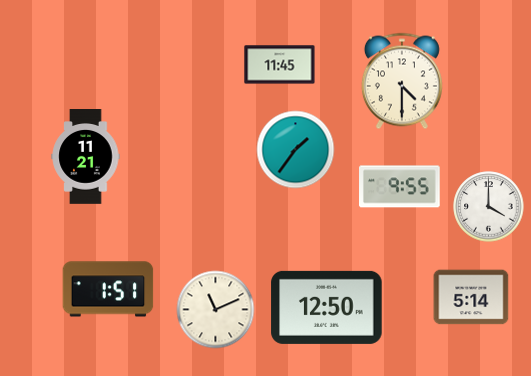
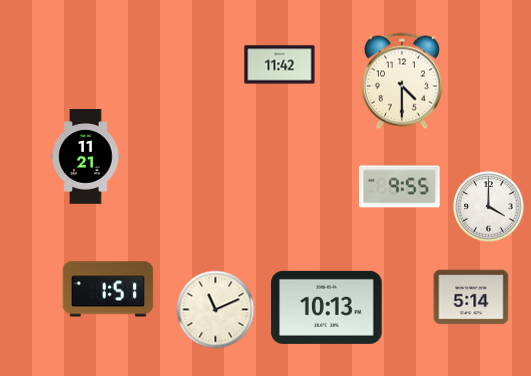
clock at (280, 65): 11:45 -> 11:42
clock at (296, 150): 1:36 -> none
clock at (327, 307): 12:50 -> 10:13
